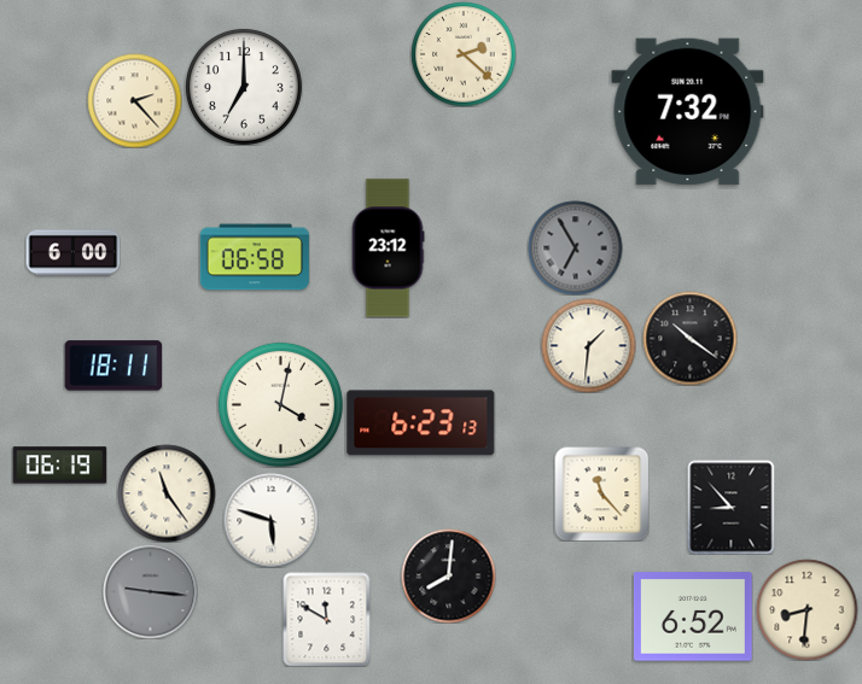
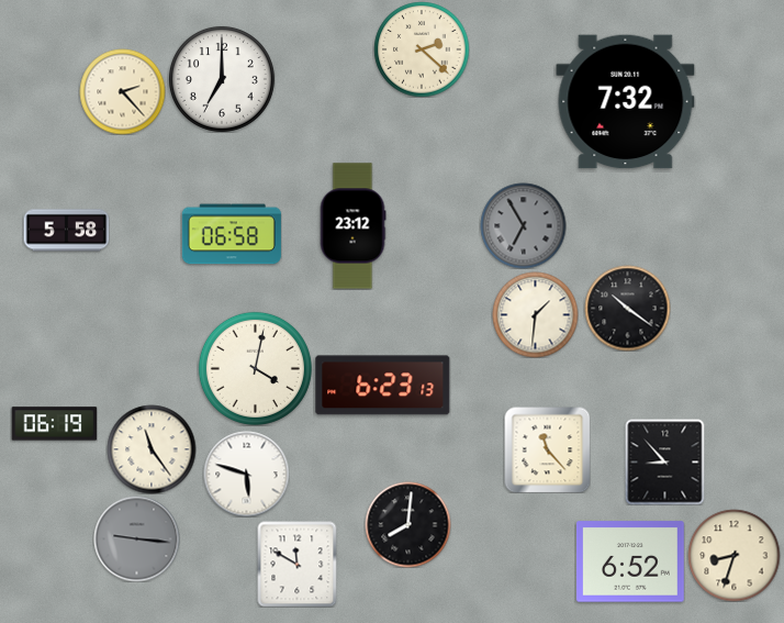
clock at (72, 253): 6:00 -> 5:58
clock at (113, 366): 18:11 -> none
clock at (806, 609): 8:31 -> 8:33
